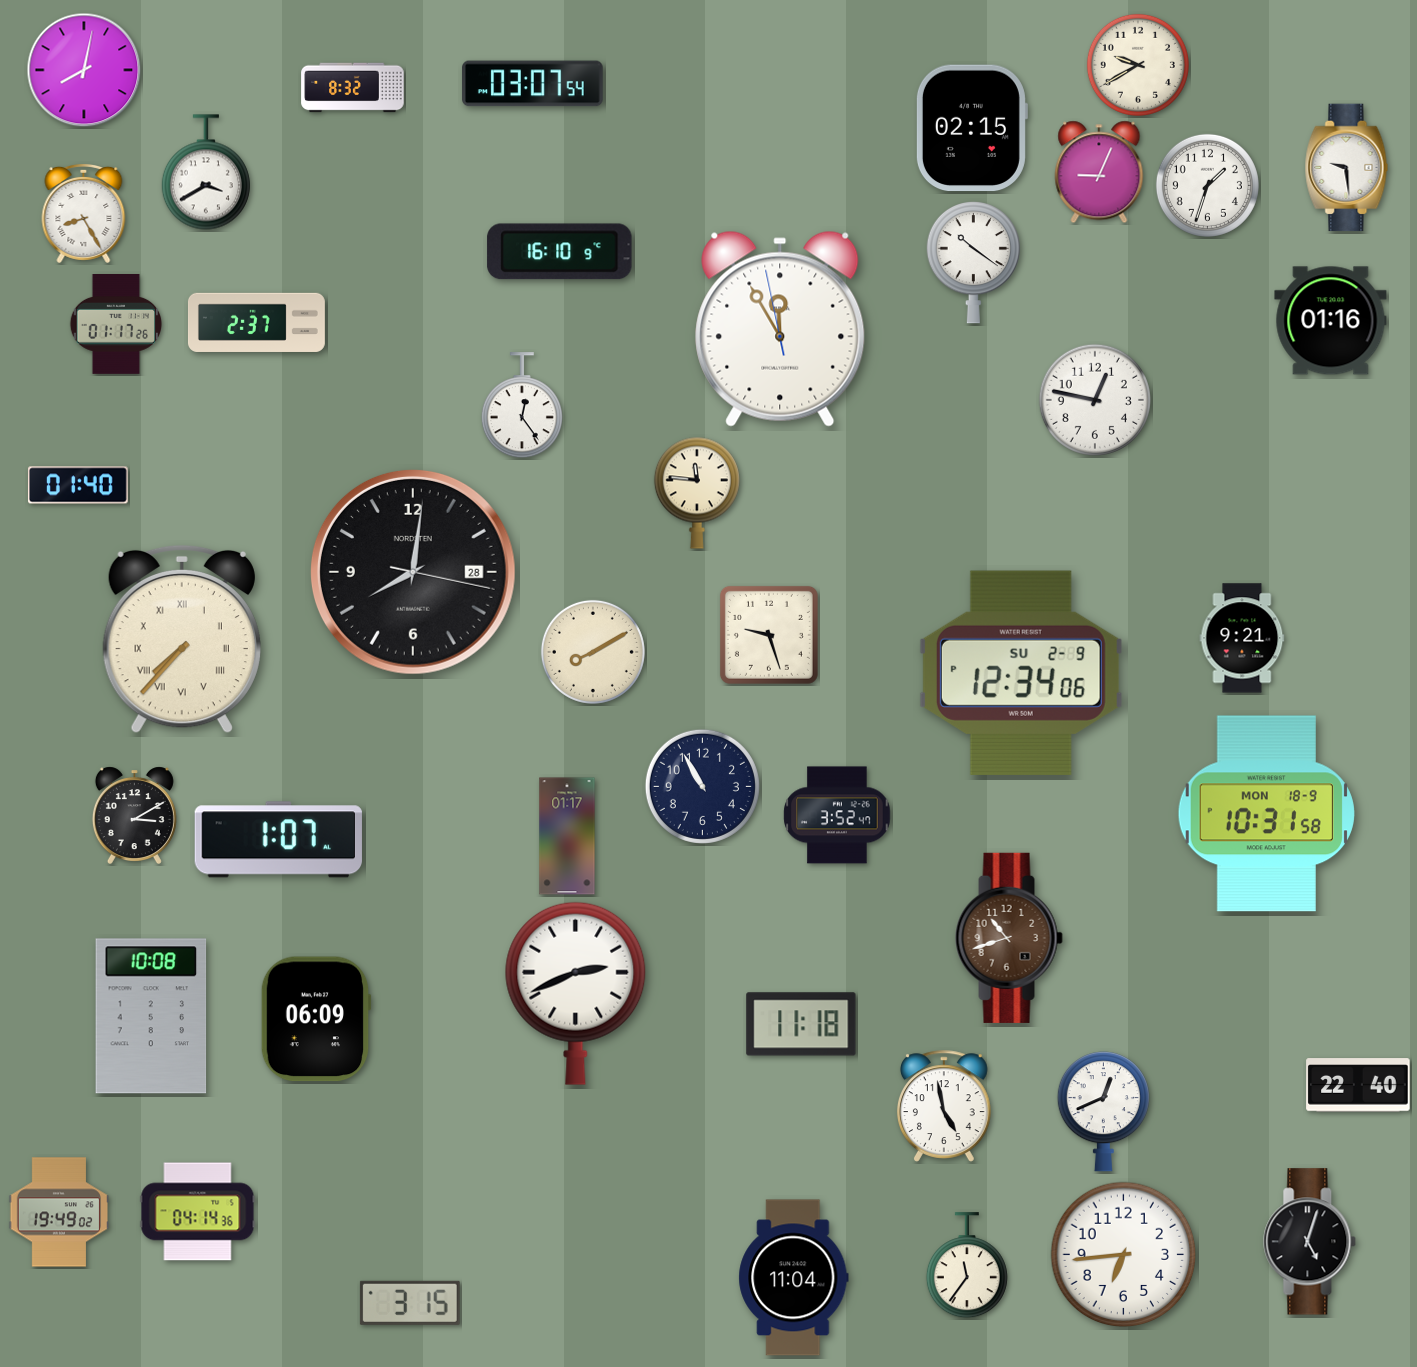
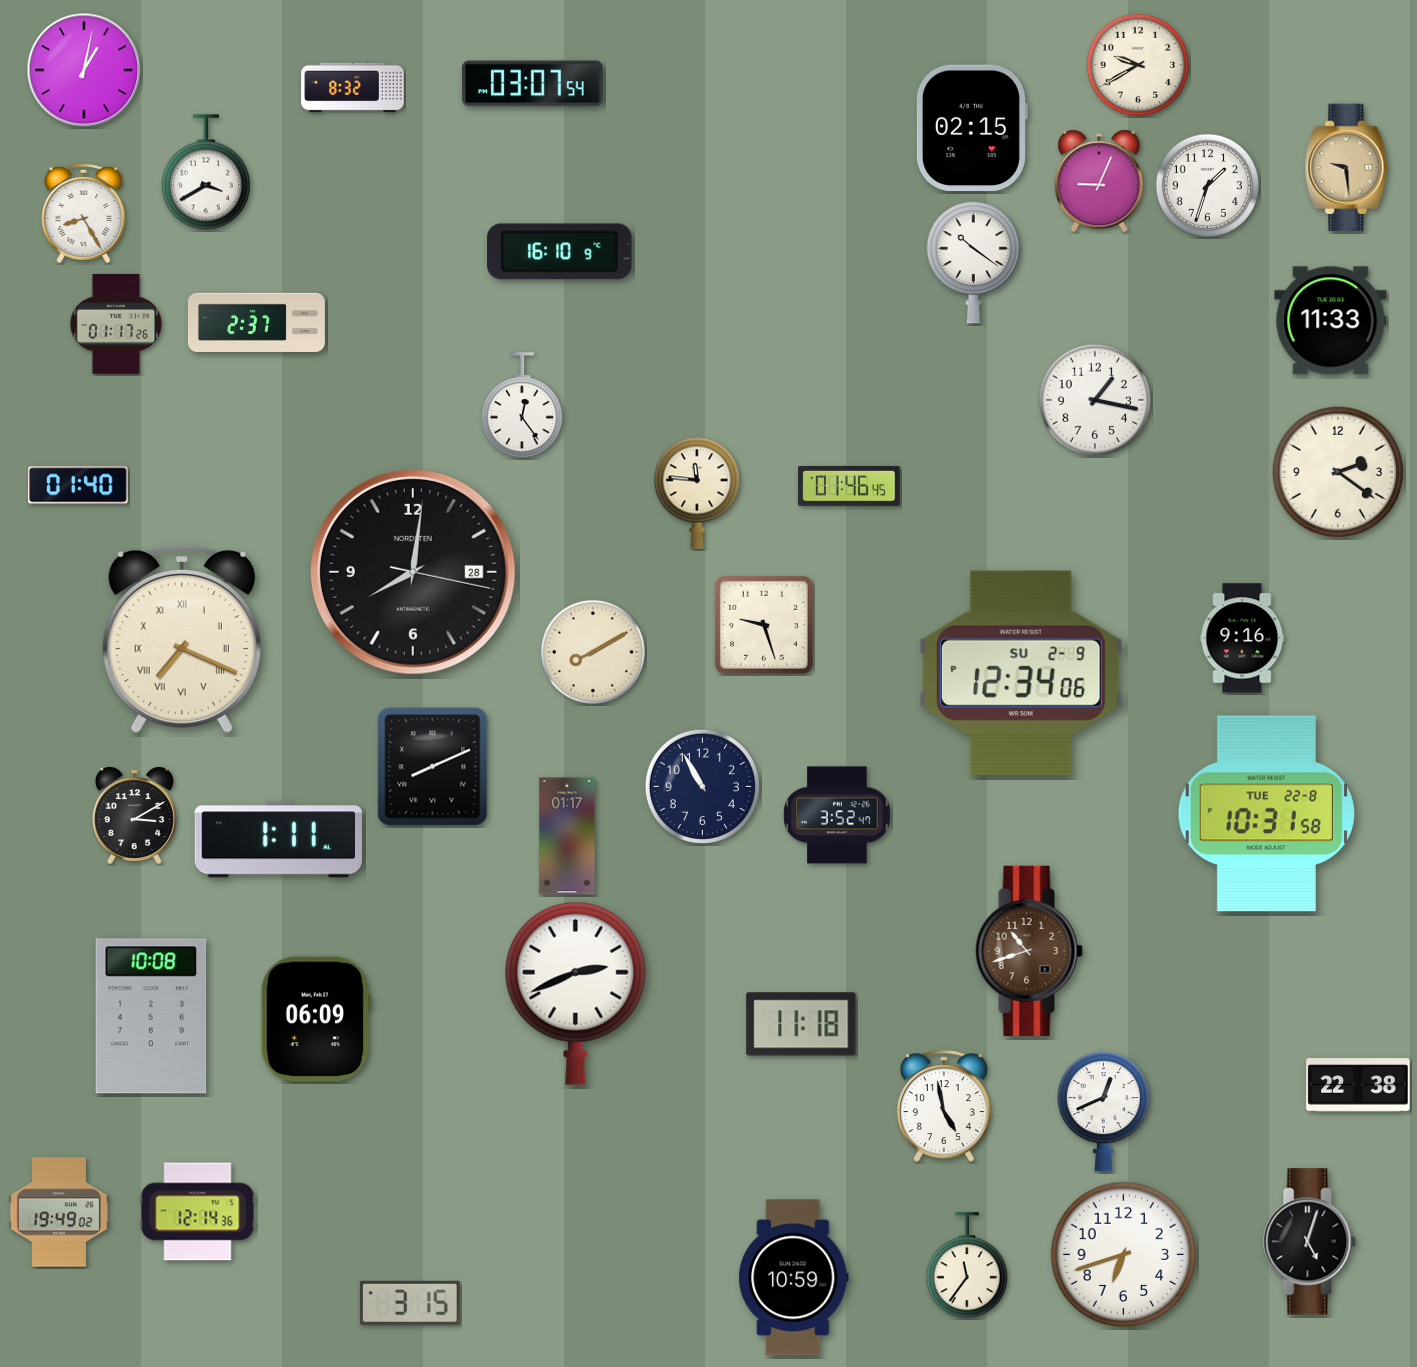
clock at (84, 70): 8:02 -> 1:02
clock at (1347, 168) dial: white -> champagne
clock at (1099, 172) position: (1099, 172) -> (1099, 181)
clock at (1331, 321): 01:16 -> 11:33
clock at (780, 329): 11:54 -> none
clock at (1095, 400): 12:47 -> 1:17
clock at (1338, 472): none -> 2:21
clock at (849, 486): none -> 01:46
clock at (769, 635) position: (769, 635) -> (764, 625)
clock at (1242, 638): 9:21 -> 9:16
clock at (182, 639): 7:37 -> 7:19
clock at (433, 767): none -> 8:11
clock at (1266, 814) date: MON 18-9 -> TUE 22-8
clock at (278, 840): 1:07 -> 1:11
clock at (1009, 938) position: (1009, 938) -> (1029, 951)
clock at (1358, 1085): 22:40 -> 22:38
clock at (198, 1212): 04:14 -> 12:14
clock at (1124, 1255): 6:44 -> 6:42
clock at (794, 1278): 11:04 -> 10:59
